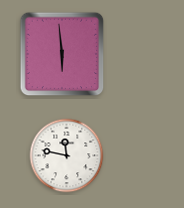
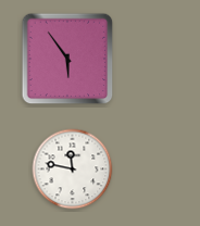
clock at (62, 54): 5:59 -> 5:54
